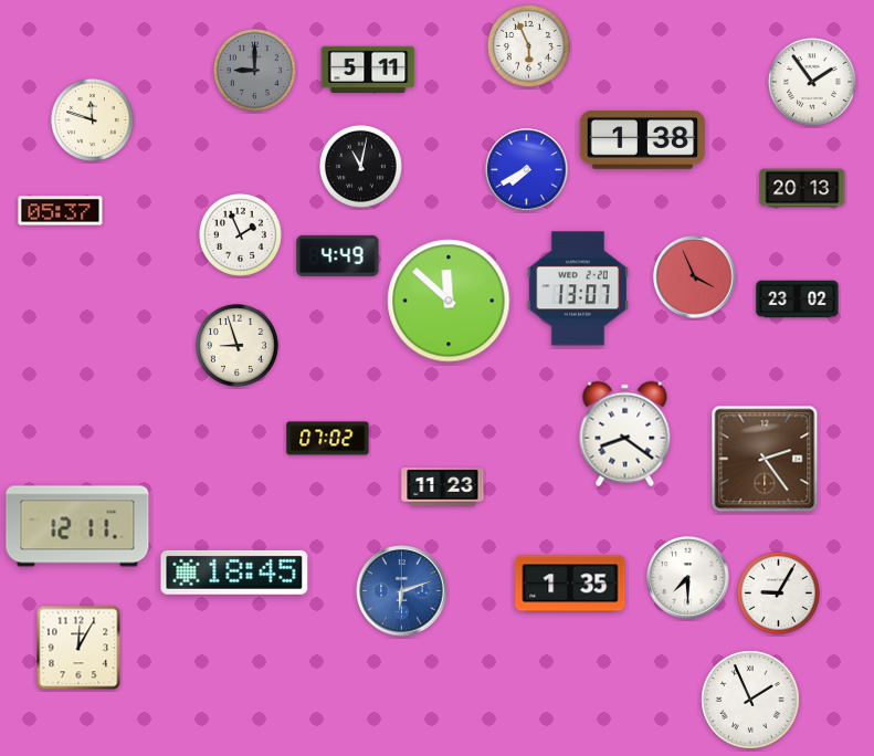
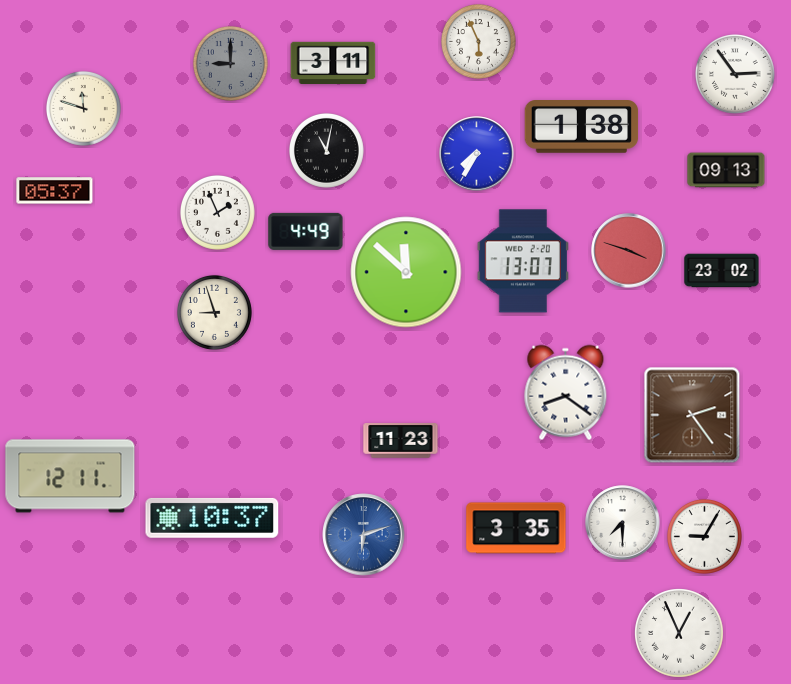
clock at (368, 69): 5:11 -> 3:11
clock at (813, 83): 1:54 -> 2:54
clock at (527, 170): 7:40 -> 7:35
clock at (802, 188): 20:13 -> 09:13
clock at (695, 277): 3:56 -> 3:48
clock at (328, 439): 07:02 -> none
clock at (234, 573): 18:45 -> 10:37
clock at (570, 584): 1:35 -> 3:35
clock at (78, 648): 12:05 -> none
clock at (750, 700): 1:56 -> 12:56
